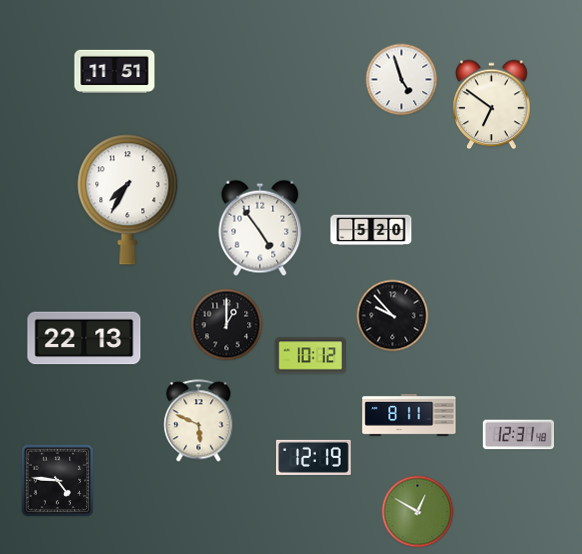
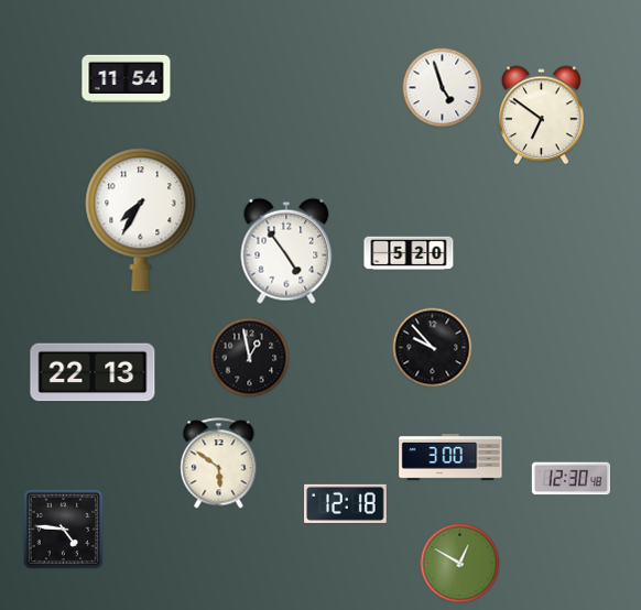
clock at (115, 72): 11:51 -> 11:54
clock at (227, 325): 1:00 -> 12:58
clock at (310, 356): 10:12 -> none
clock at (409, 415): 8:11 -> 3:00
clock at (199, 421): 5:49 -> 5:51
clock at (519, 435): 12:31 -> 12:30
clock at (314, 457): 12:19 -> 12:18
